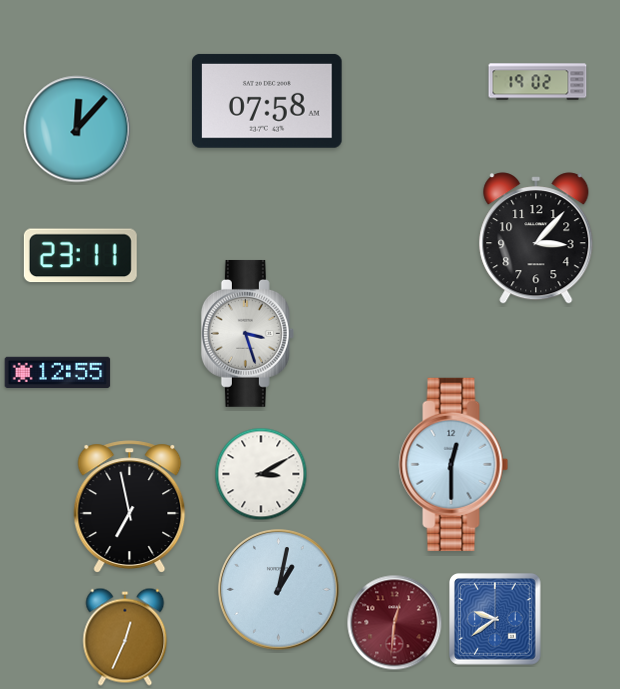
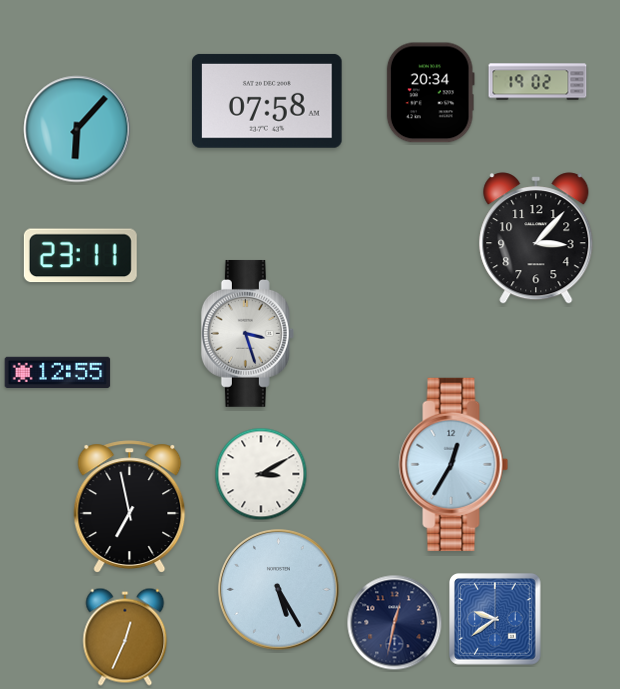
clock at (430, 93): none -> 20:34
clock at (77, 129): 12:07 -> 6:07
clock at (454, 464): 12:30 -> 12:35
clock at (279, 590): 1:02 -> 5:25
clock at (395, 623): 12:31 -> 12:32
clock at (395, 623) dial: burgundy -> navy
